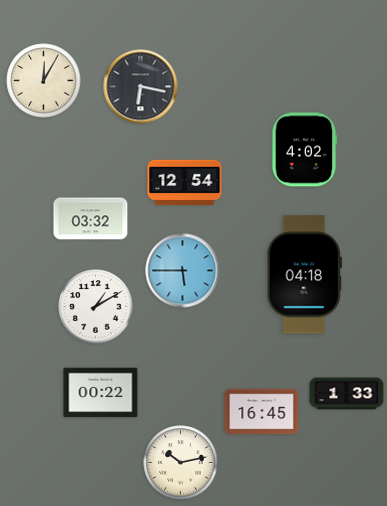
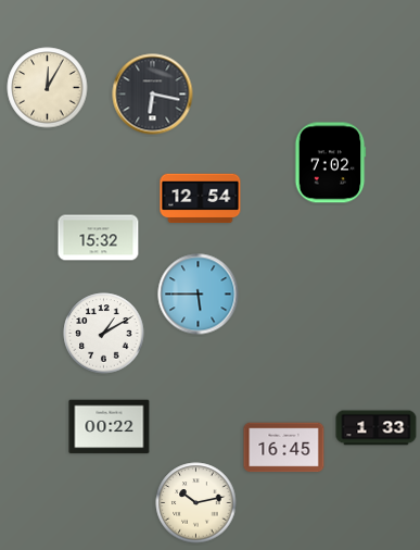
clock at (305, 150): 4:02 -> 7:02
clock at (91, 219): 03:32 -> 15:32
clock at (304, 275): 04:18 -> none
